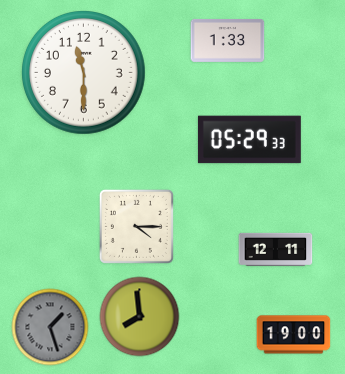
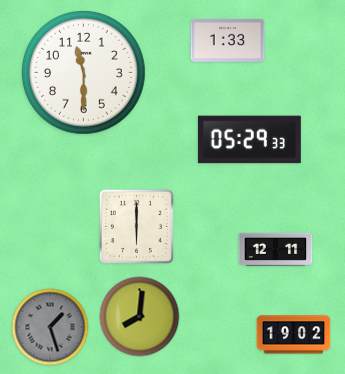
clock at (136, 226): 4:15 -> 6:00
clock at (140, 317): 7:59 -> 8:01
clock at (294, 335): 19:00 -> 19:02
